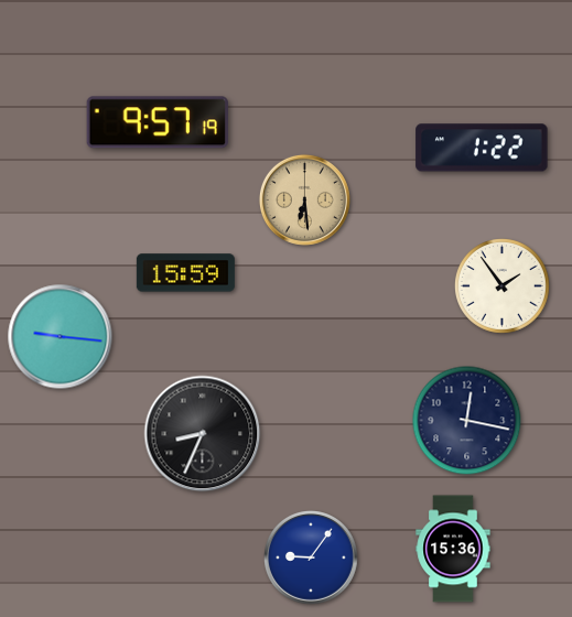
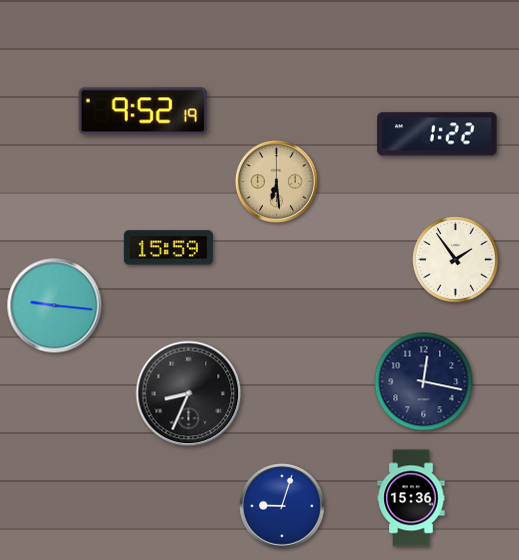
clock at (158, 122): 9:57 -> 9:52
clock at (203, 434) position: (203, 434) -> (189, 394)
clock at (312, 559): 9:06 -> 9:03
